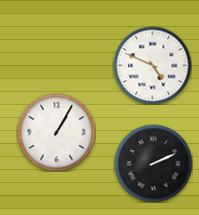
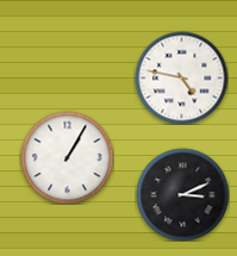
clock at (152, 65): 4:49 -> 4:47
clock at (153, 163): 2:11 -> 3:11
